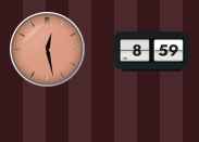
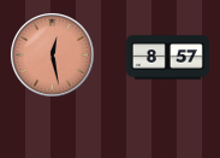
clock at (151, 52): 8:59 -> 8:57
